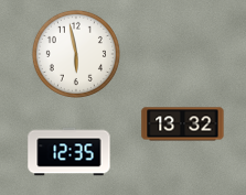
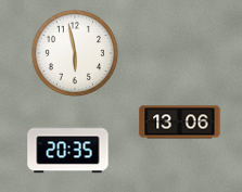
clock at (183, 124): 13:32 -> 13:06
clock at (69, 152): 12:35 -> 20:35
